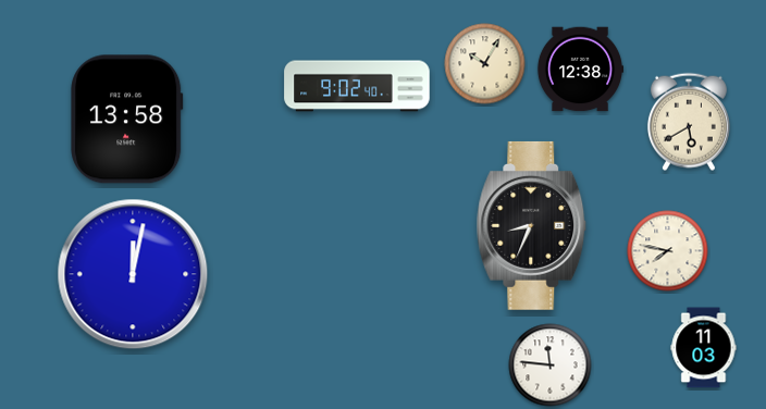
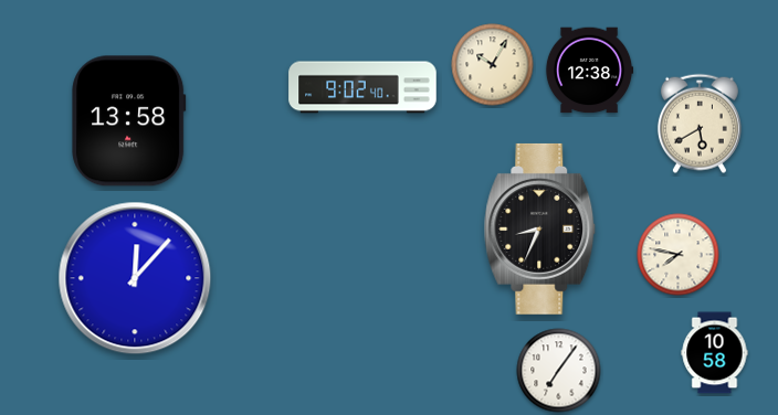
clock at (133, 274): 12:02 -> 12:07
clock at (704, 348): 11:03 -> 10:58
clock at (551, 365): 11:46 -> 7:06
